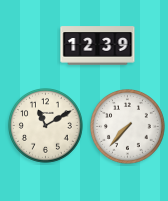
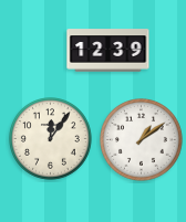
clock at (46, 126): 11:10 -> 12:06
clock at (128, 127): 7:37 -> 1:09
